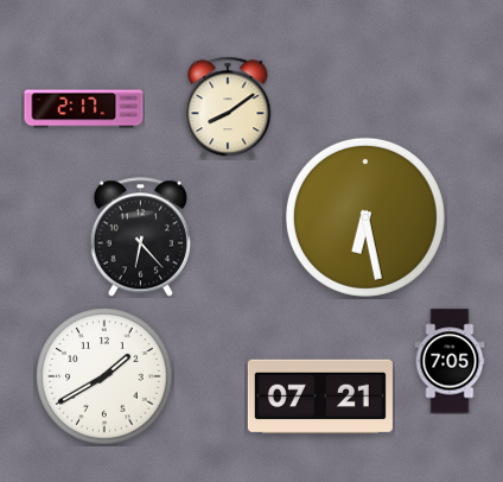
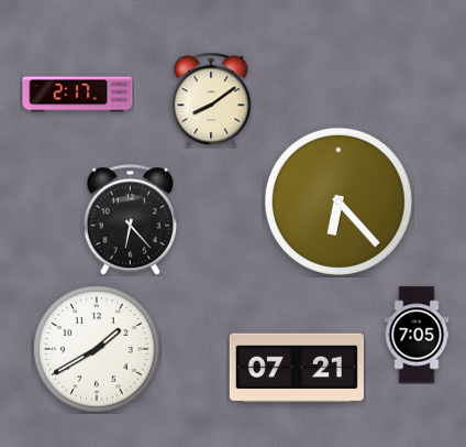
clock at (84, 109) position: (84, 109) -> (78, 95)
clock at (365, 217): 6:28 -> 6:23
